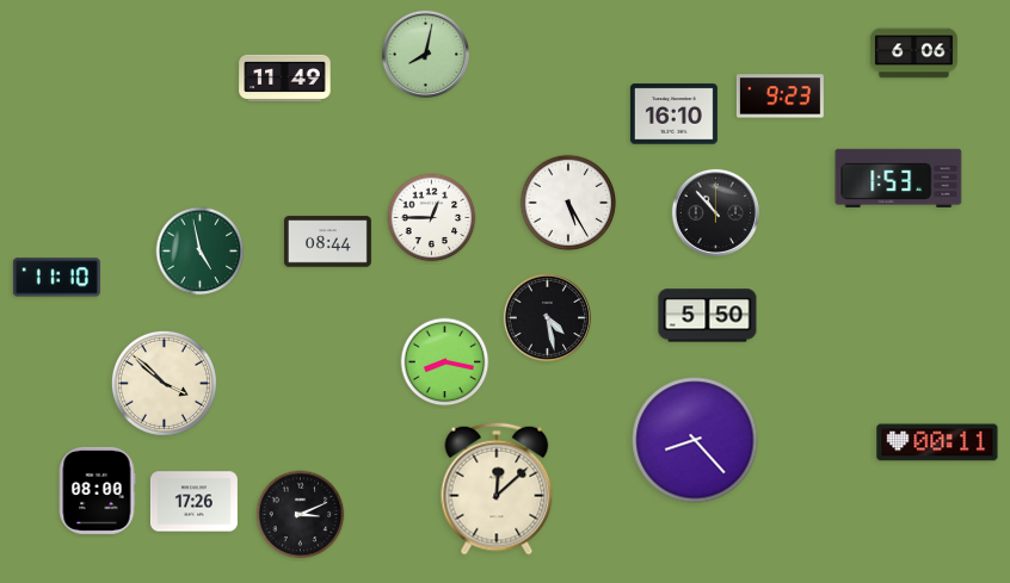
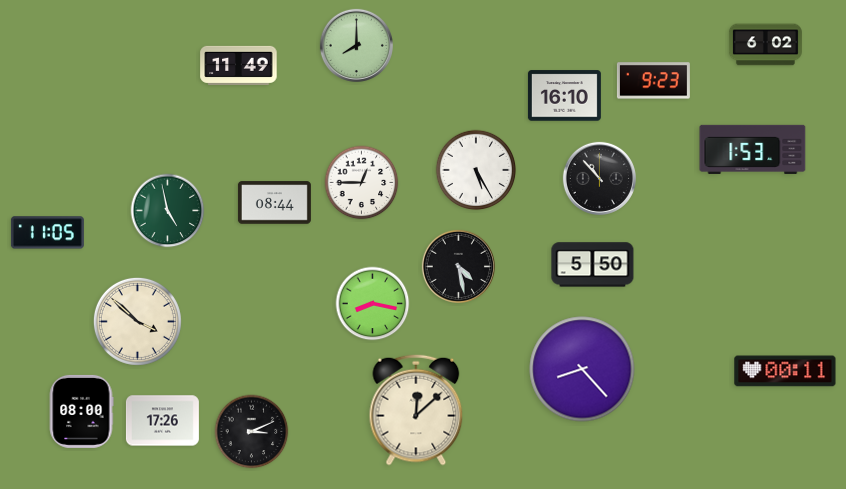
clock at (425, 54): 8:02 -> 8:00
clock at (913, 54): 6:06 -> 6:02
clock at (56, 278): 11:10 -> 11:05
